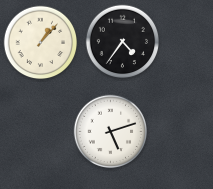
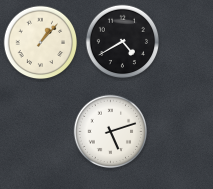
clock at (123, 42): 4:36 -> 4:40
